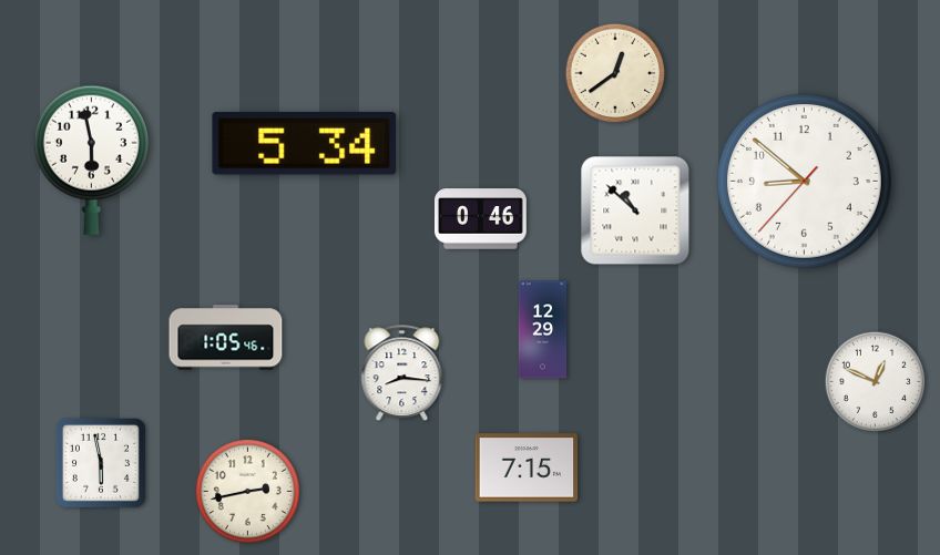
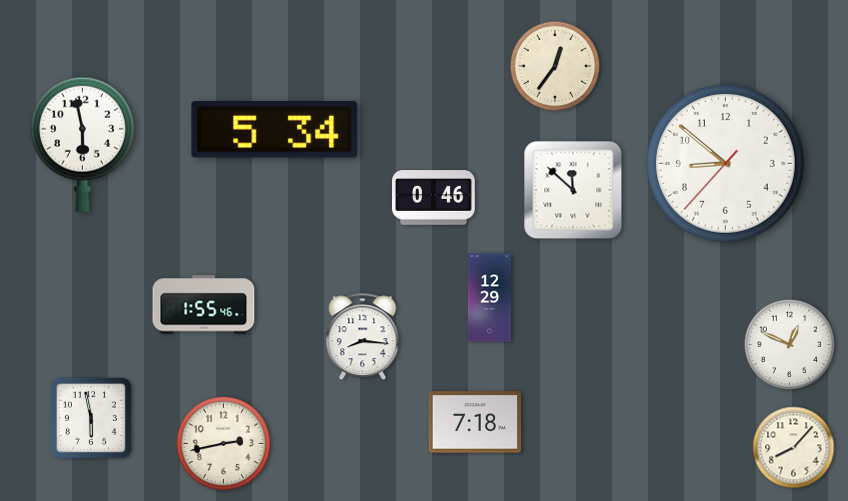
clock at (615, 73): 12:39 -> 12:36
clock at (635, 210): 10:52 -> 11:52
clock at (226, 338): 1:05 -> 1:55
clock at (527, 467): 7:15 -> 7:18
clock at (794, 448): none -> 8:07
